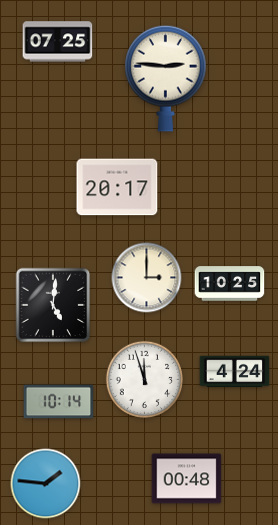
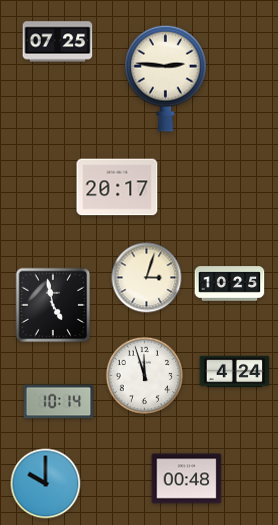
clock at (147, 278): 3:00 -> 3:03
clock at (53, 305): 5:01 -> 4:58
clock at (144, 379) position: (144, 379) -> (144, 375)
clock at (46, 484): 1:46 -> 10:00
